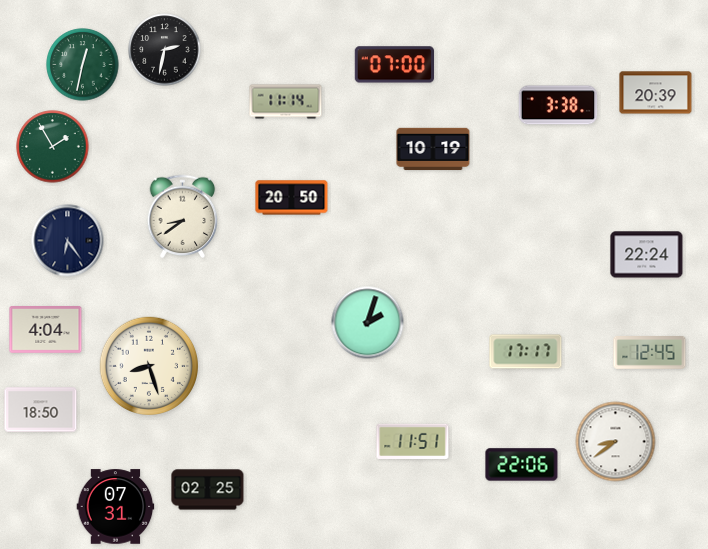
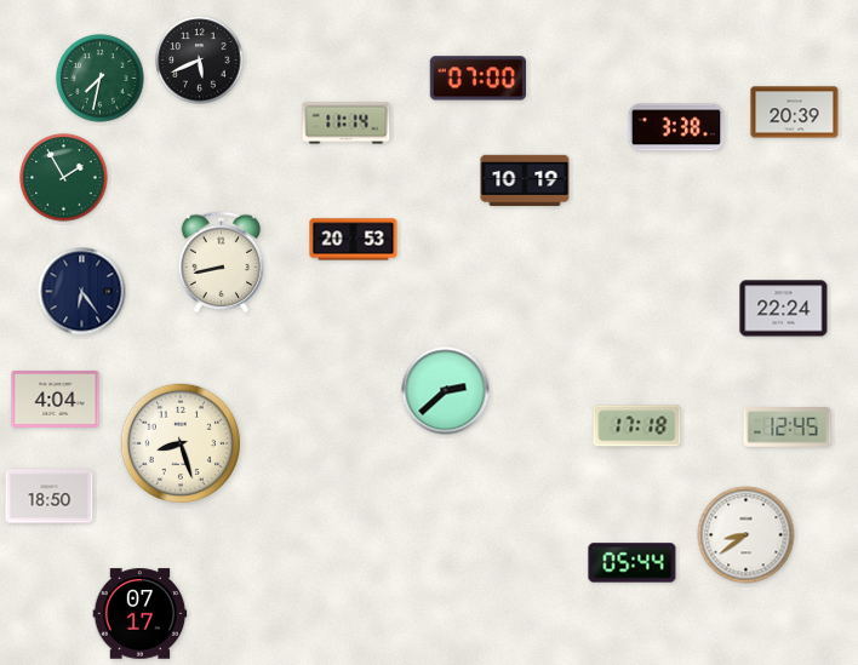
clock at (165, 50): 2:32 -> 5:41
clock at (83, 65): 12:32 -> 7:32
clock at (292, 198): 20:50 -> 20:53
clock at (183, 217): 8:39 -> 8:43
clock at (368, 323): 2:03 -> 2:38
clock at (526, 352): 17:17 -> 17:18
clock at (413, 441): 11:51 -> none
clock at (522, 465): 22:06 -> 05:44
clock at (208, 490): 02:25 -> none
clock at (116, 507): 07:31 -> 07:17
